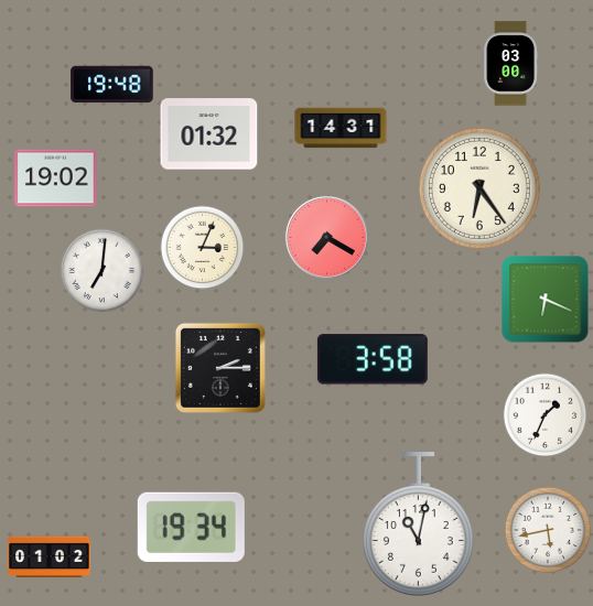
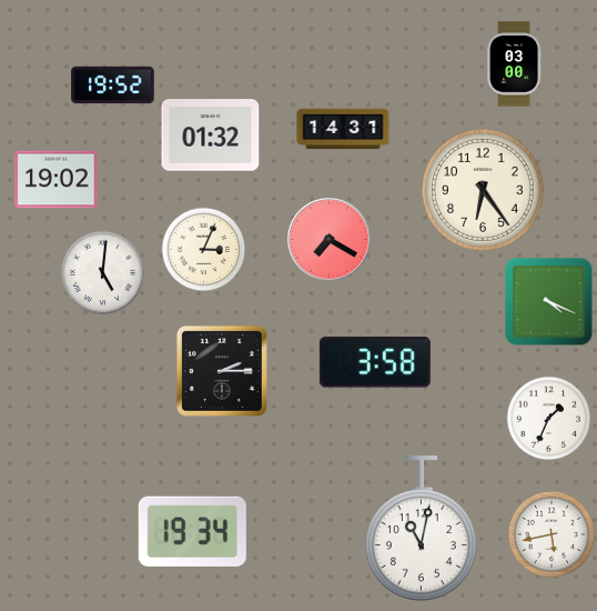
clock at (112, 85): 19:48 -> 19:52
clock at (103, 271): 7:01 -> 5:01
clock at (546, 300): 6:19 -> 4:19
clock at (50, 556): 01:02 -> none
